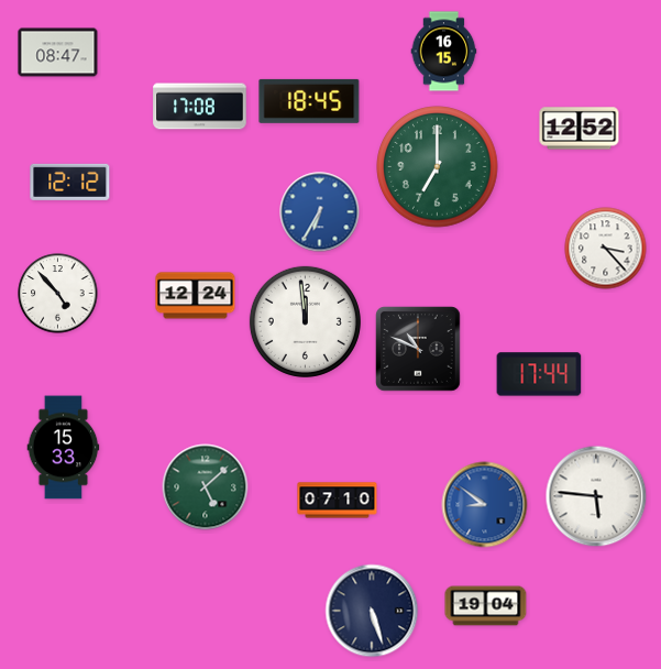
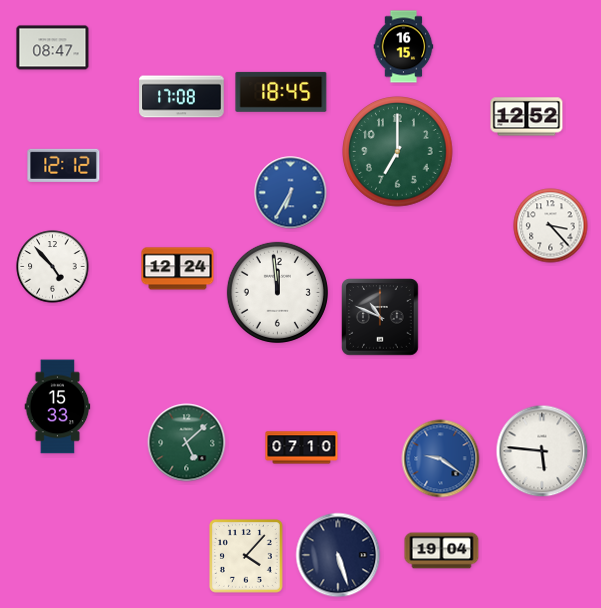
clock at (539, 374): 17:44 -> none
clock at (338, 501) position: (338, 501) -> (302, 448)
clock at (485, 505): 8:51 -> 9:21
clock at (247, 557): none -> 4:07
